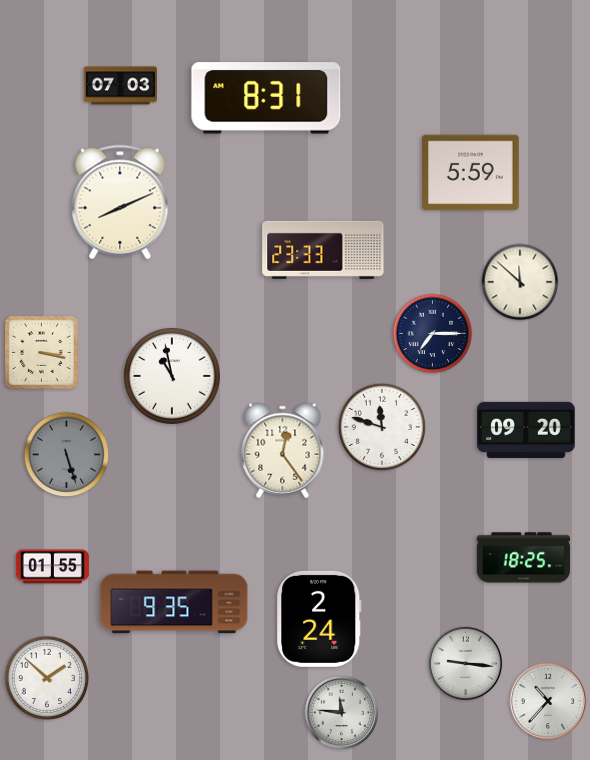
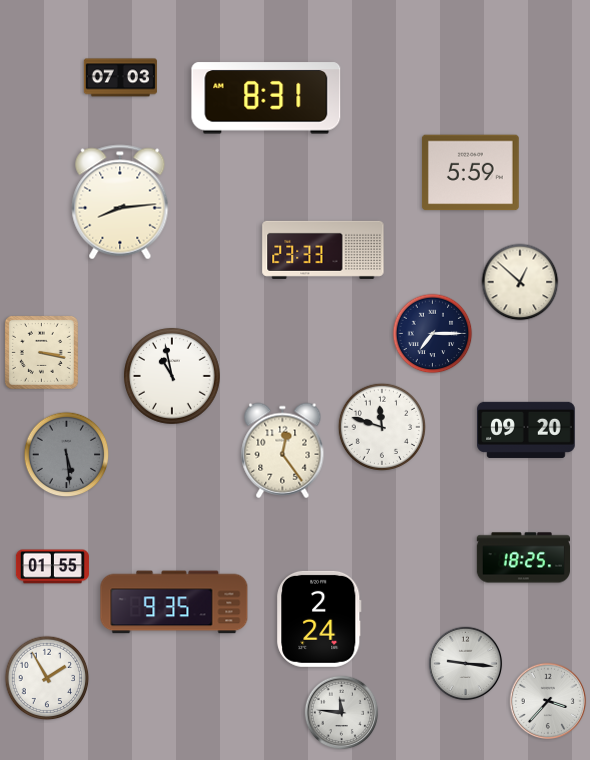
clock at (120, 86) position: (120, 86) -> (120, 78)
clock at (120, 202): 8:11 -> 8:14
clock at (520, 282): 11:52 -> 12:52
clock at (67, 455): 5:27 -> 5:29
clock at (47, 678): 1:52 -> 1:55
clock at (548, 701): 10:37 -> 3:37
